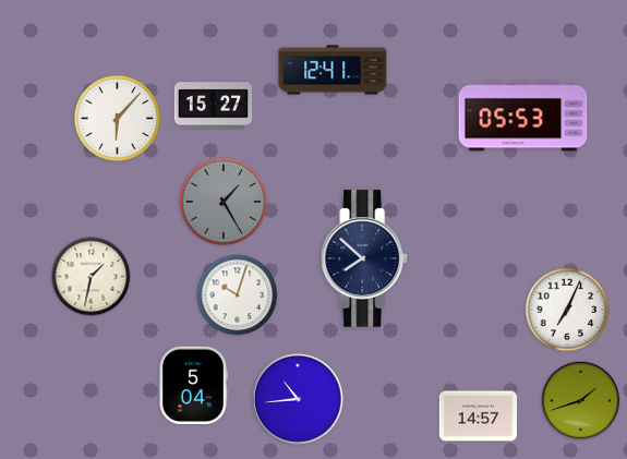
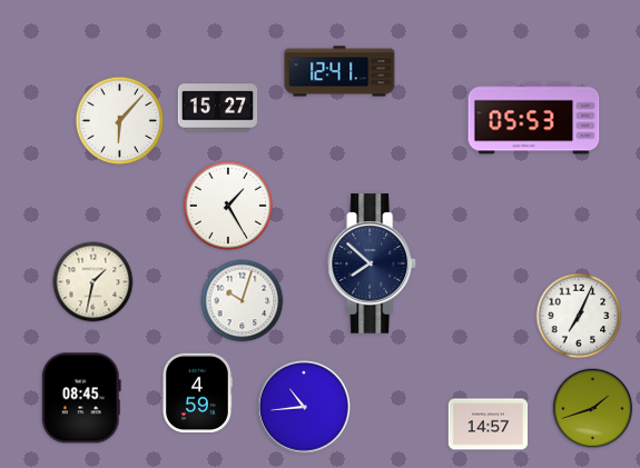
clock at (224, 202) dial: grey -> white
clock at (194, 386): 5:04 -> 4:59
clock at (81, 398): none -> 08:45
